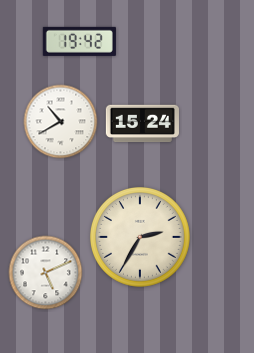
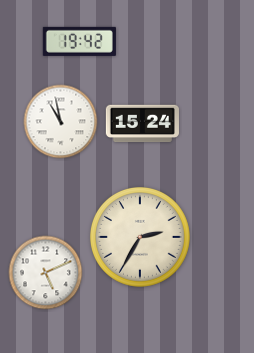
clock at (61, 122): 10:40 -> 10:58
